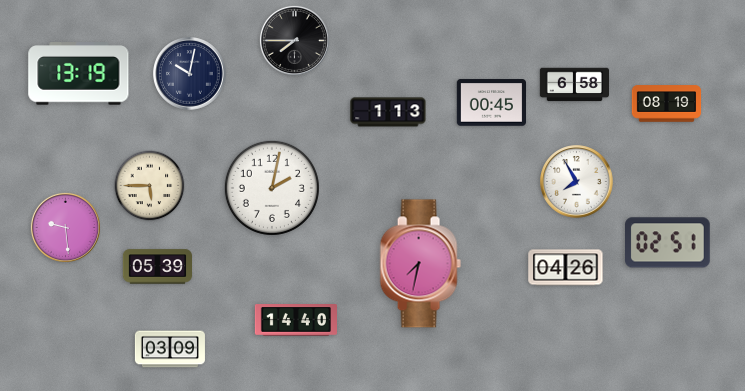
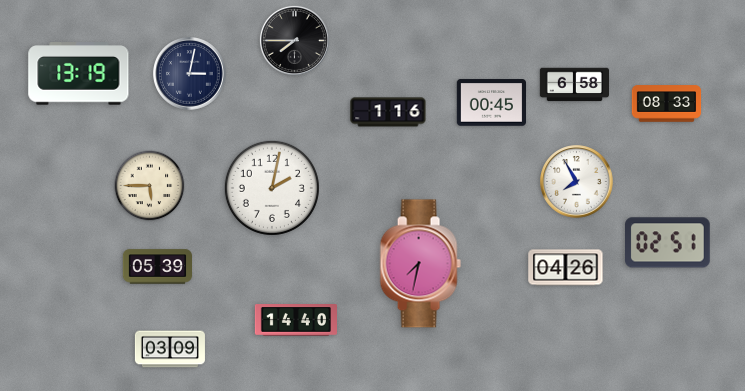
clock at (190, 74): 10:02 -> 3:02
clock at (667, 104): 08:19 -> 08:33
clock at (388, 112): 1:13 -> 1:16
clock at (65, 227): 9:29 -> none
